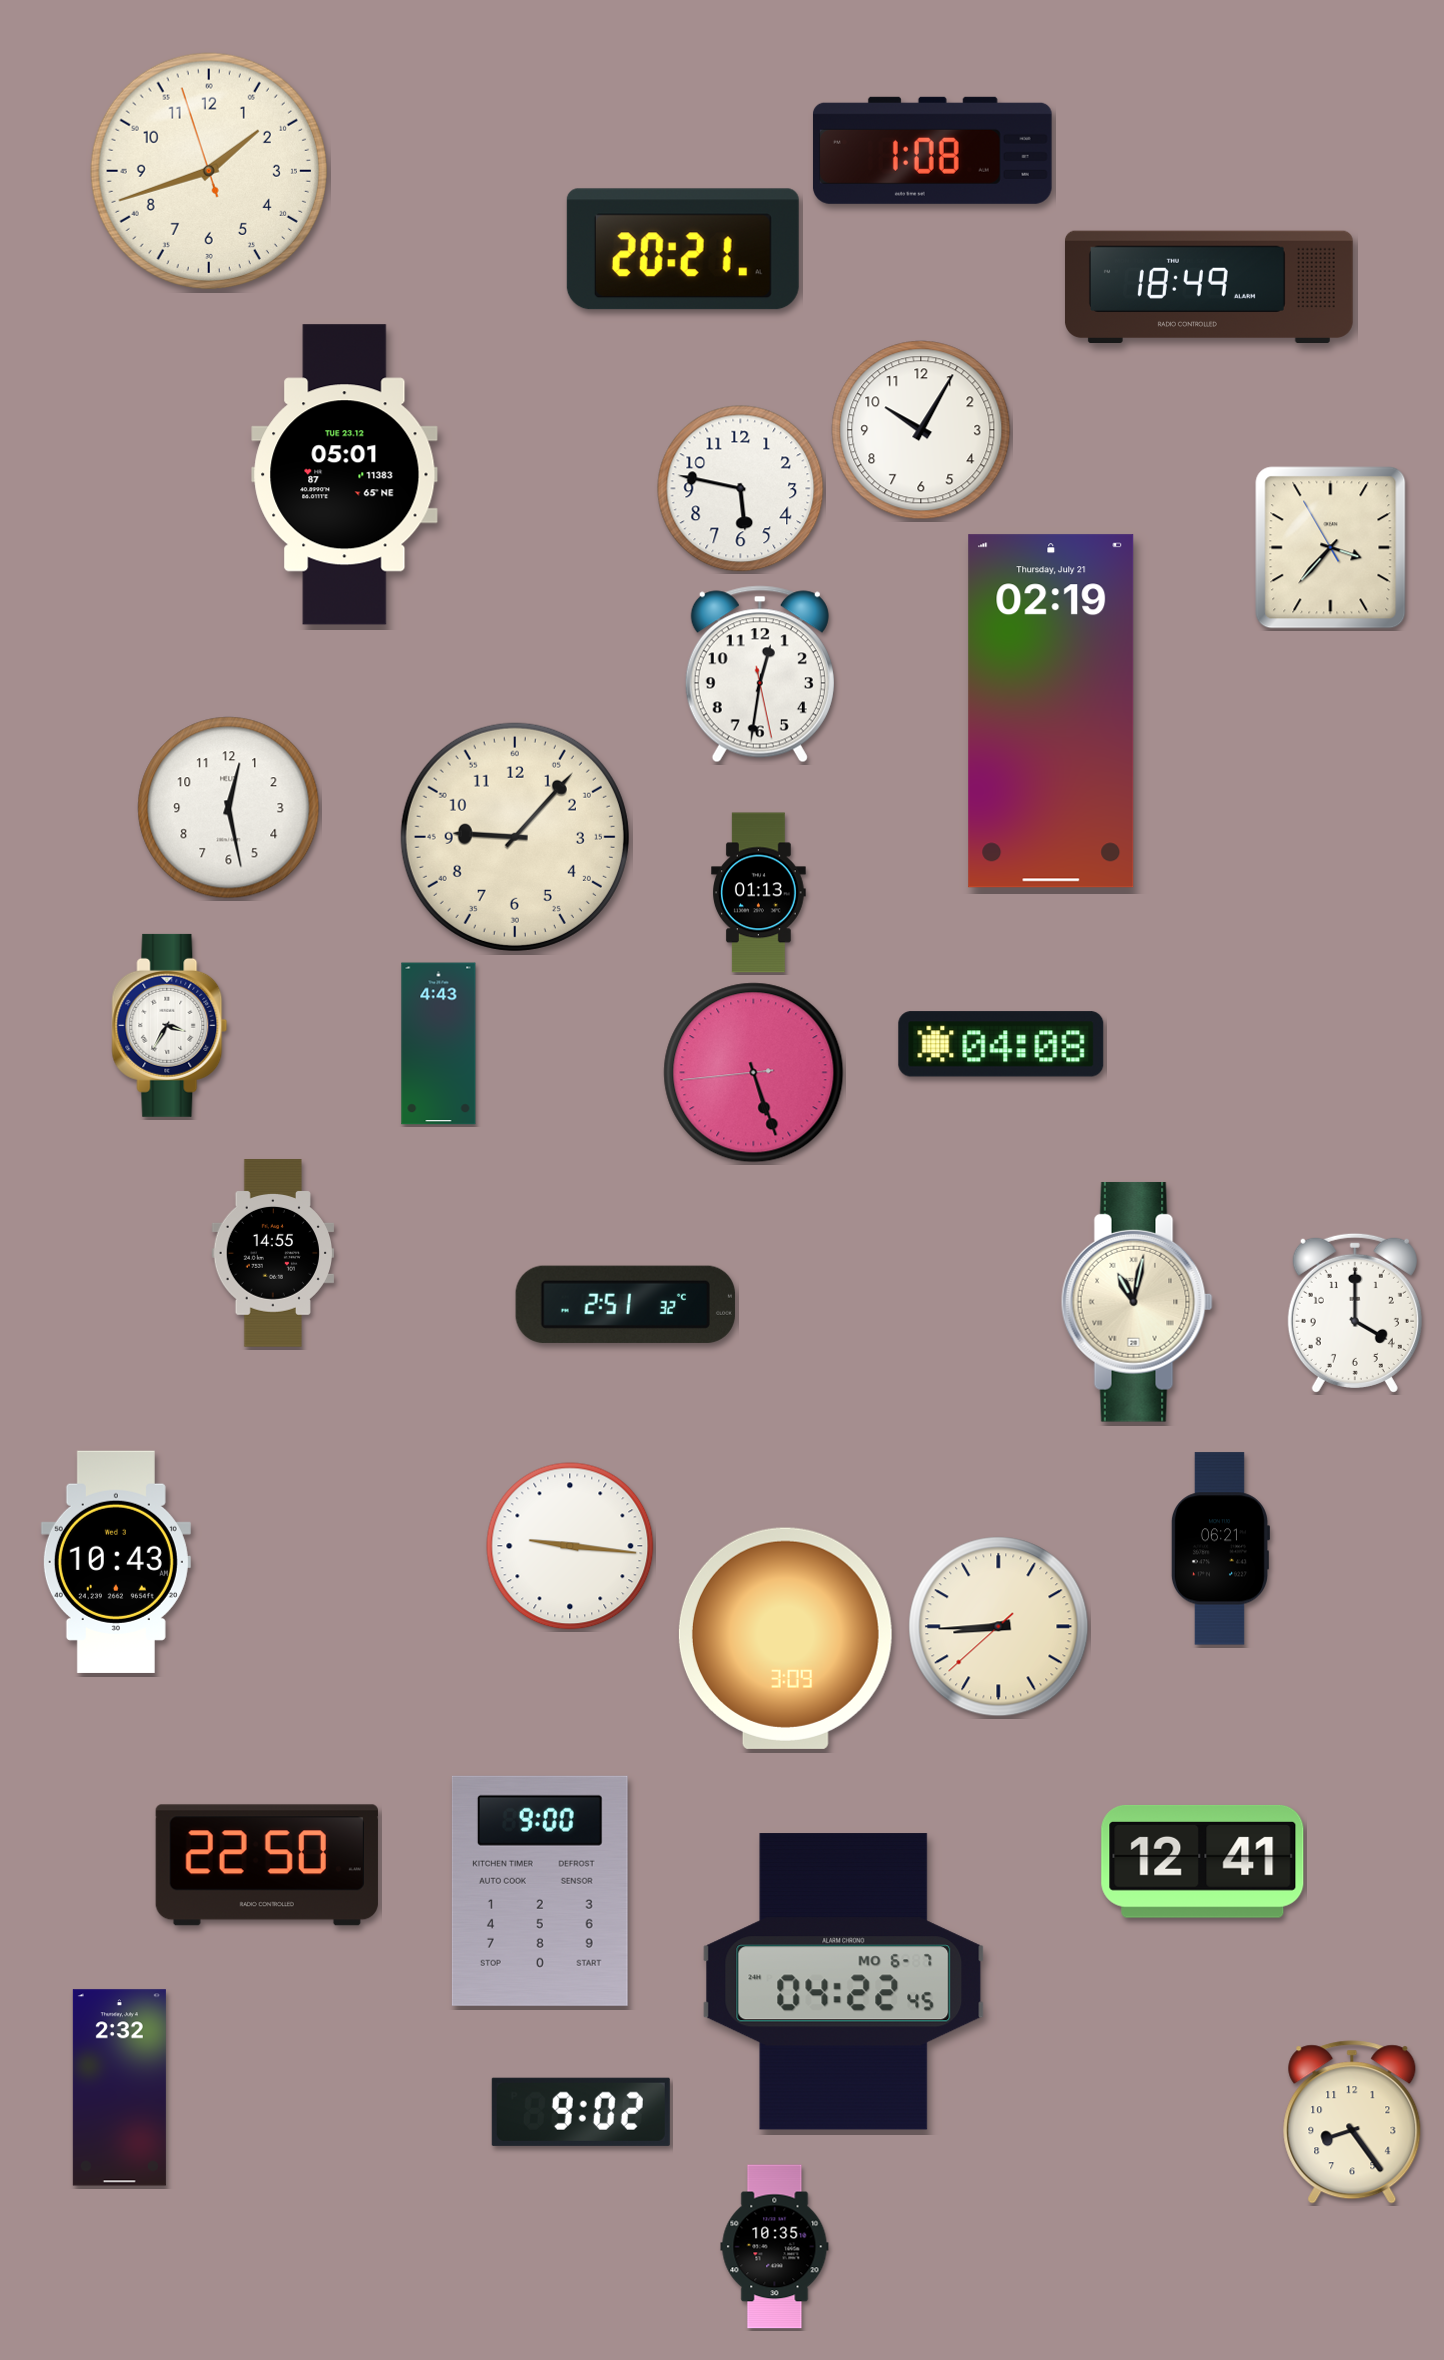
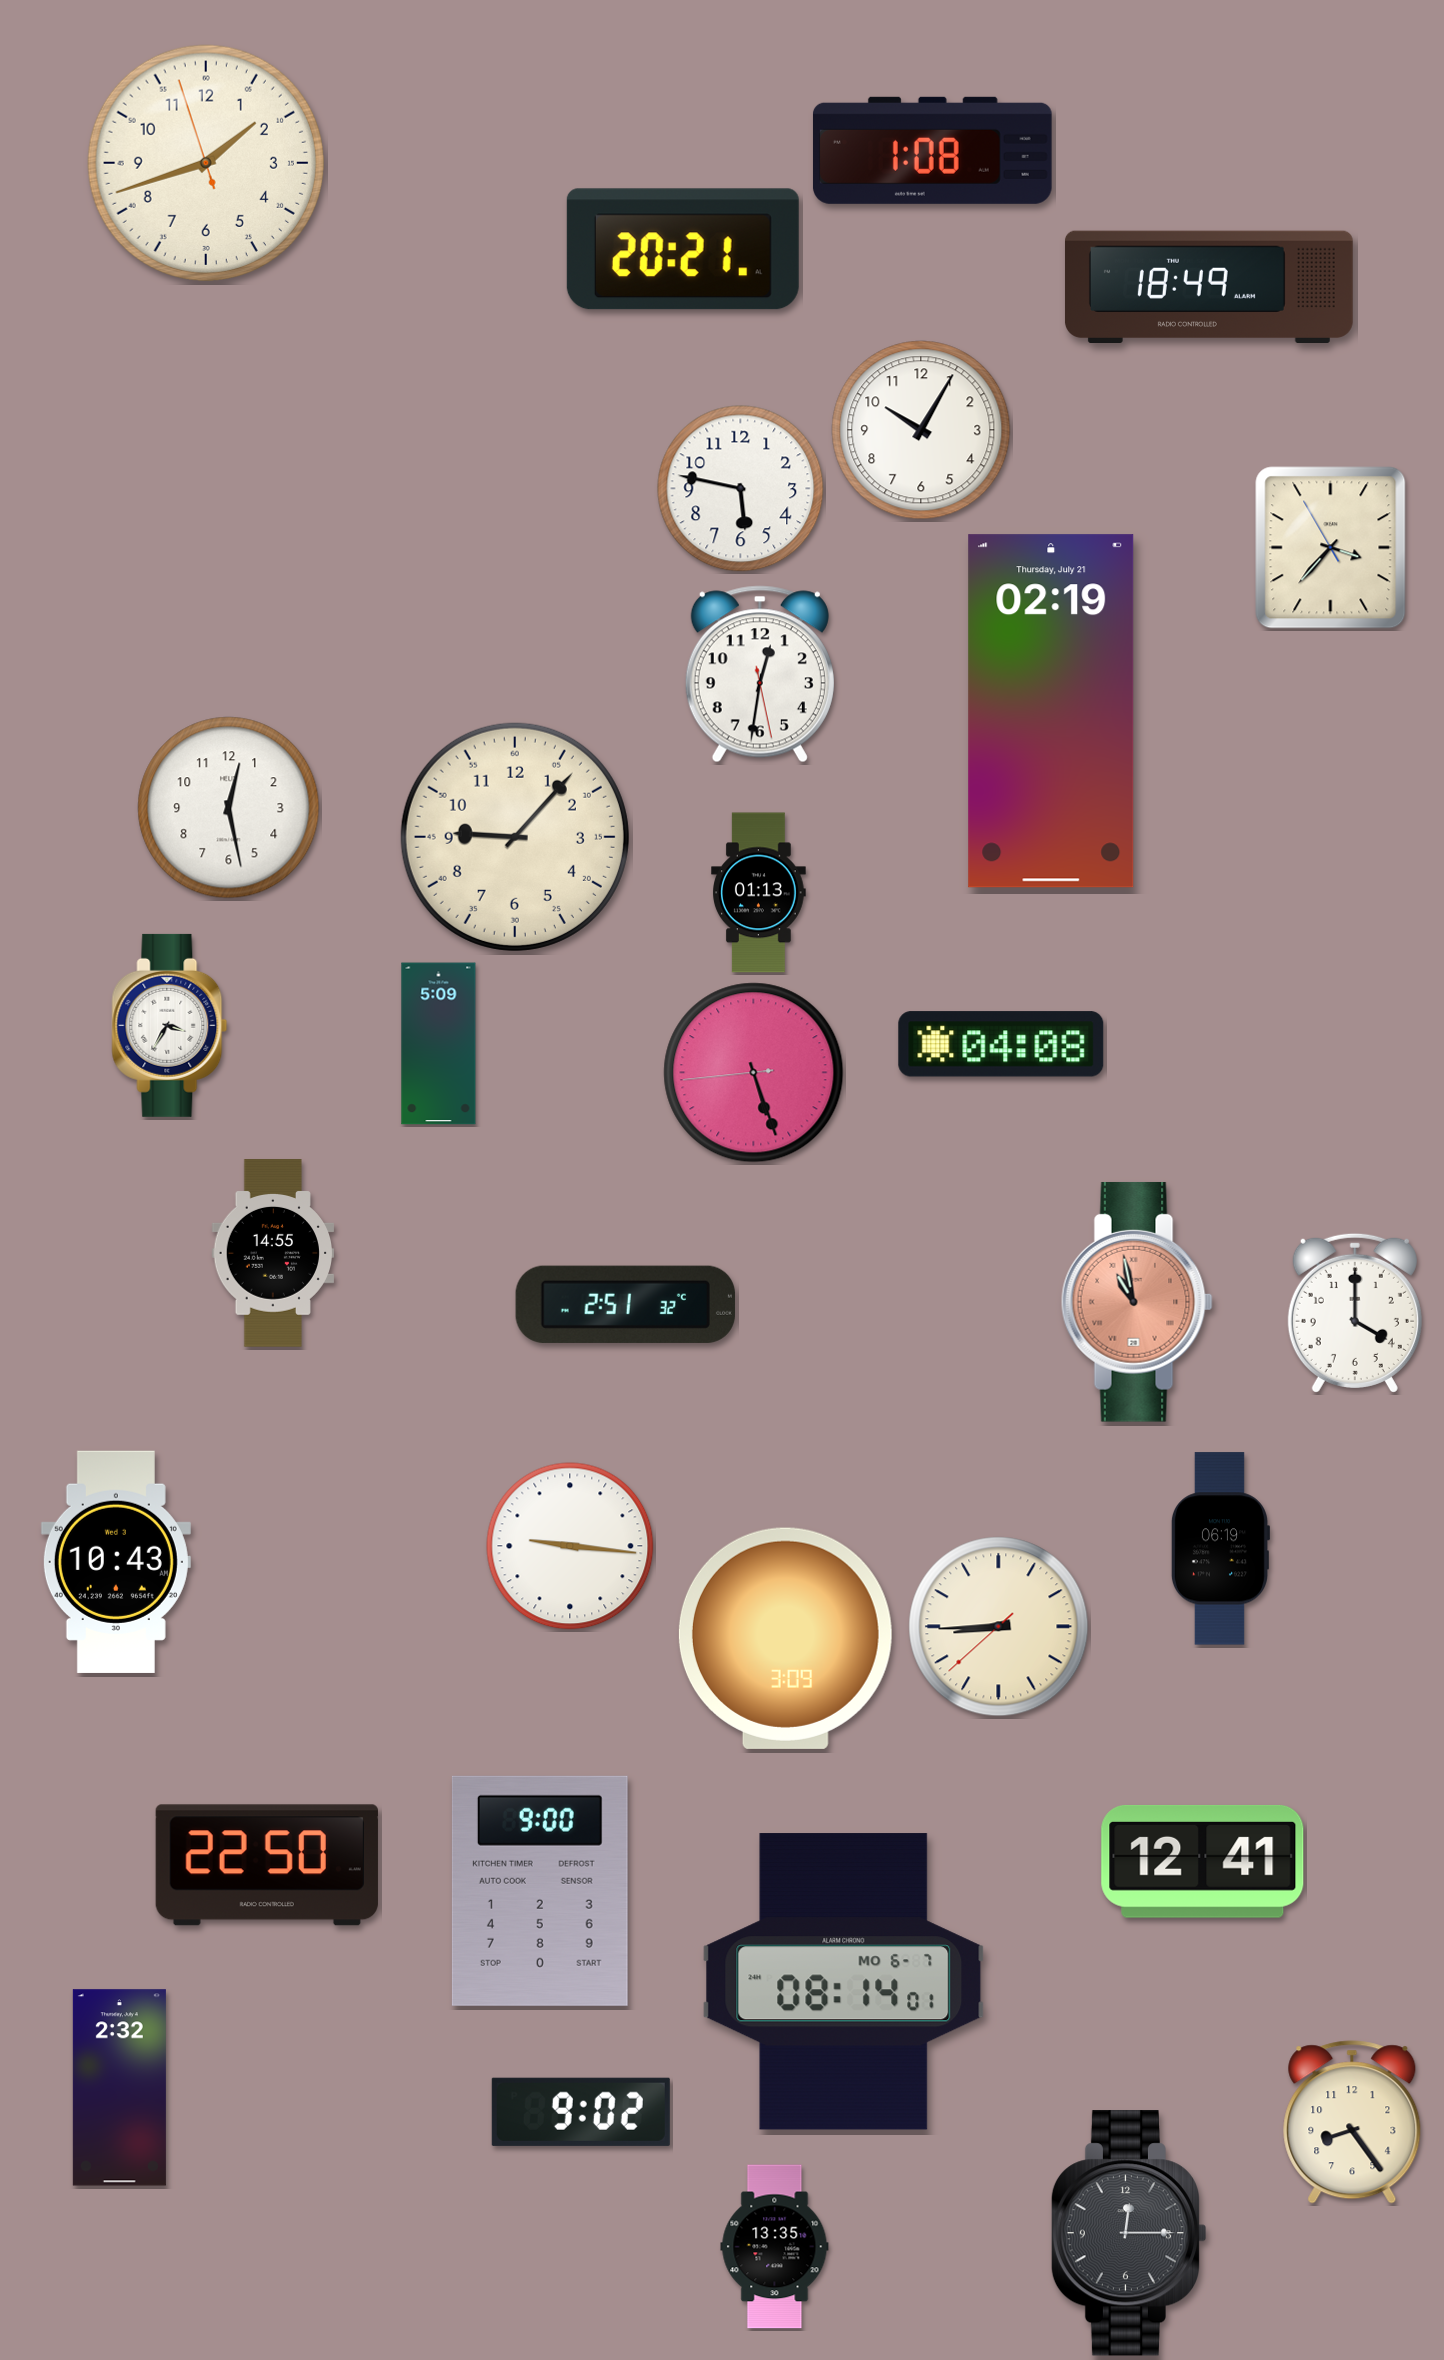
clock at (209, 171) position: (209, 171) -> (206, 163)
clock at (345, 475): 05:01 -> none
clock at (439, 1044): 4:43 -> 5:09
clock at (1137, 1302): 11:02 -> 10:58
clock at (1137, 1302) dial: cream -> salmon
clock at (1219, 1549): 06:21 -> 06:19
clock at (844, 1982): 04:22 -> 08:14
clock at (1129, 2233): none -> 12:15
clock at (775, 2247): 10:35 -> 13:35
